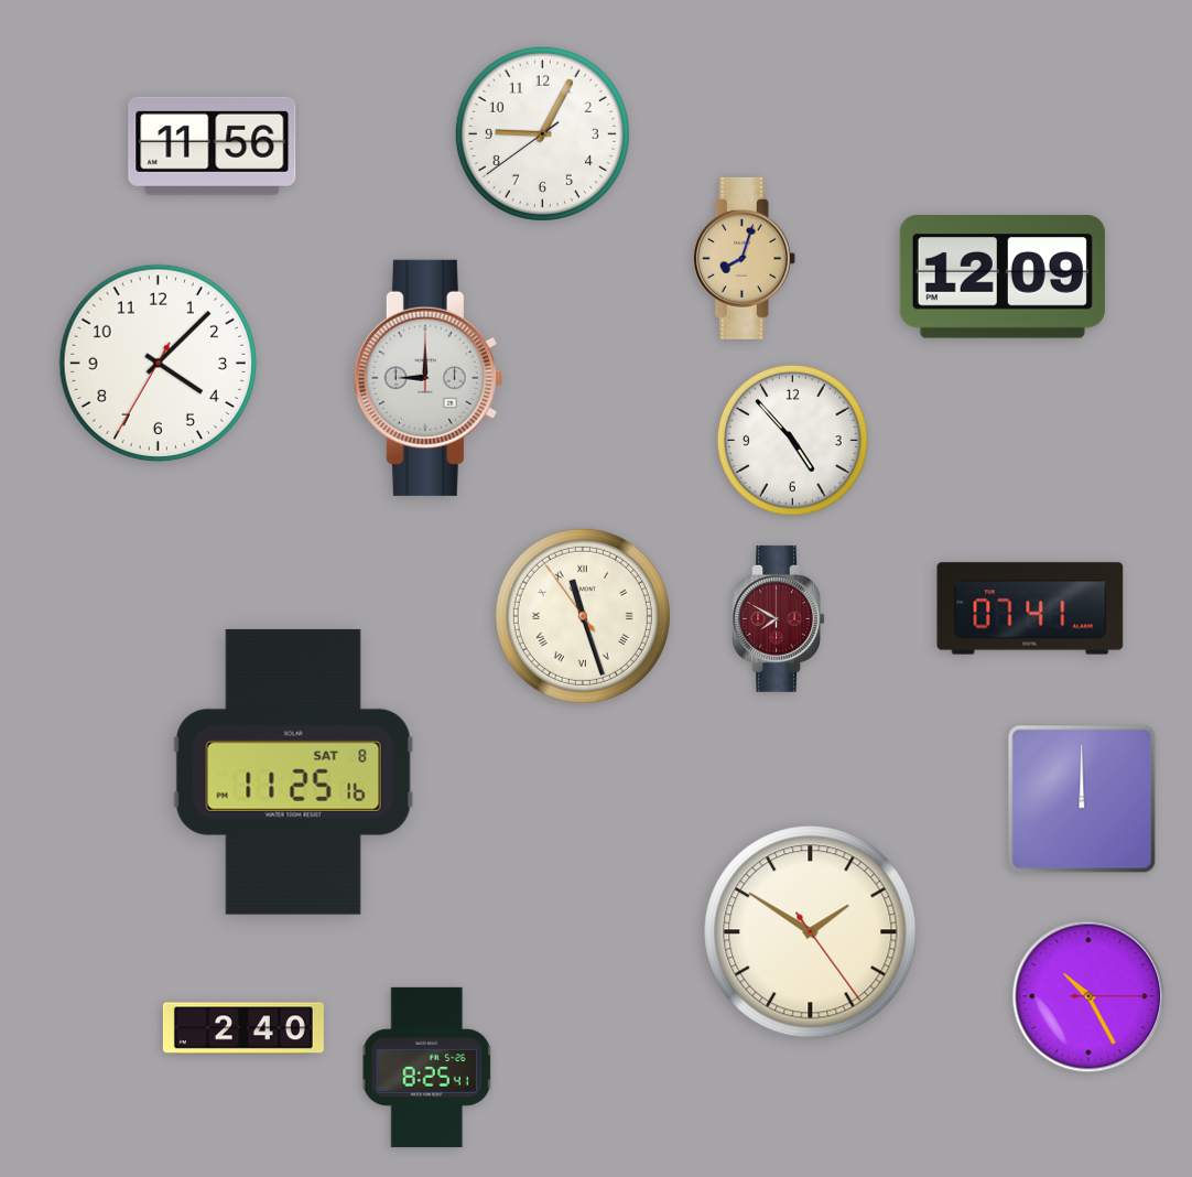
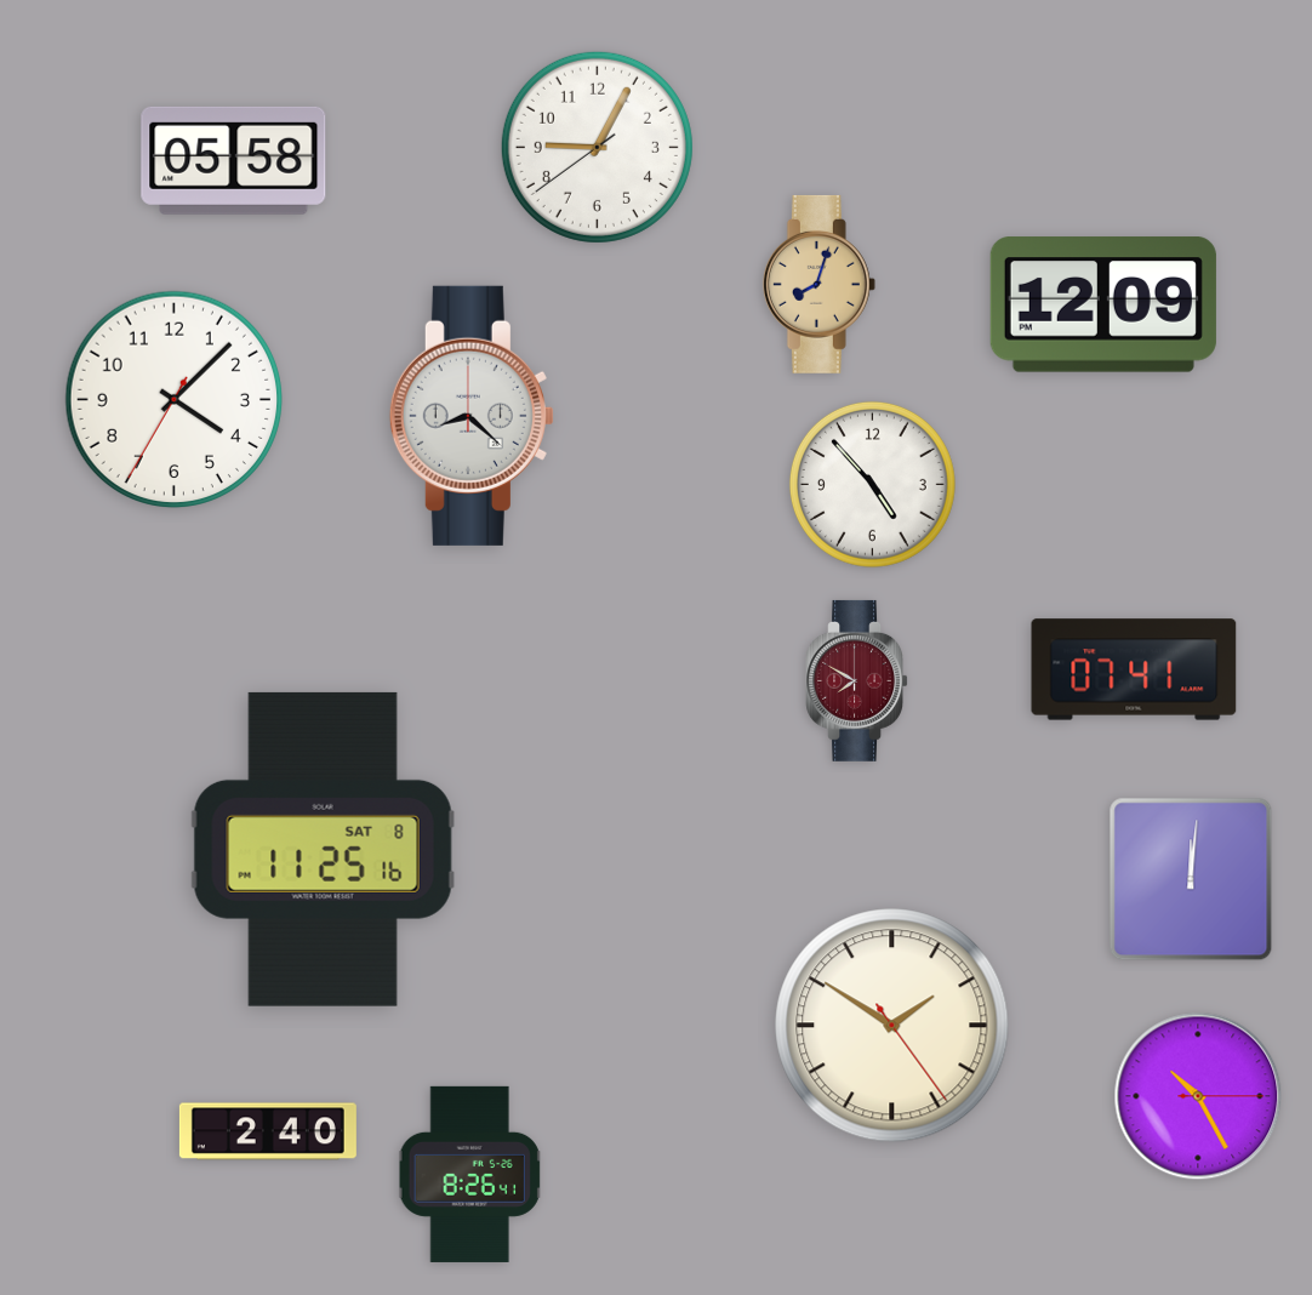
clock at (213, 145): 11:56 -> 05:58
clock at (429, 378): 9:00 -> 8:22
clock at (583, 616): 11:26 -> none
clock at (1082, 799): 12:00 -> 12:01
clock at (427, 1067): 8:25 -> 8:26
